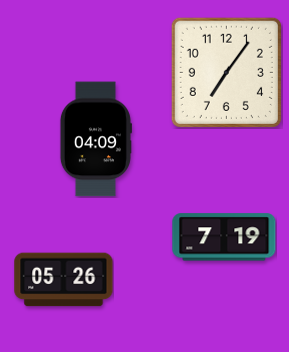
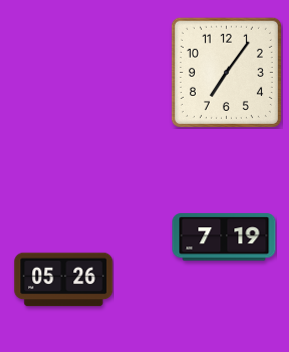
clock at (95, 139): 04:09 -> none
